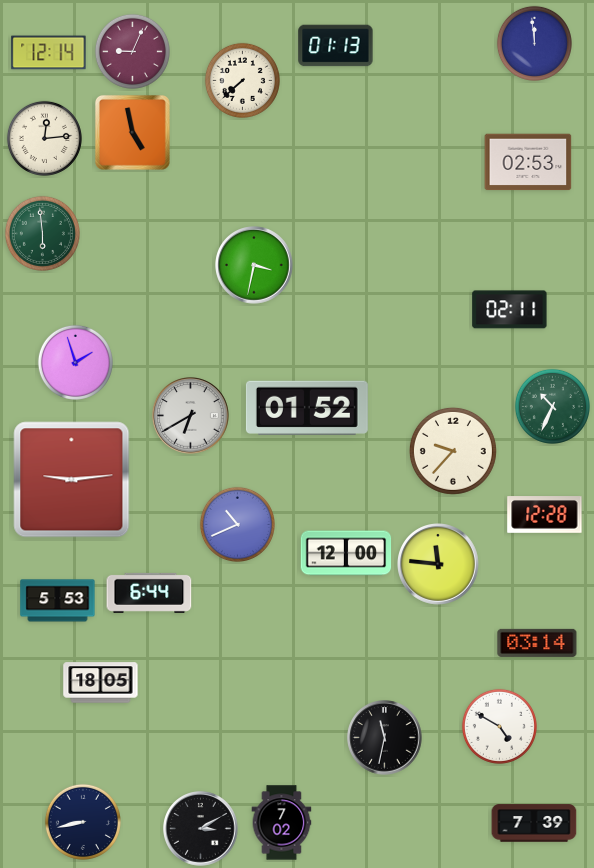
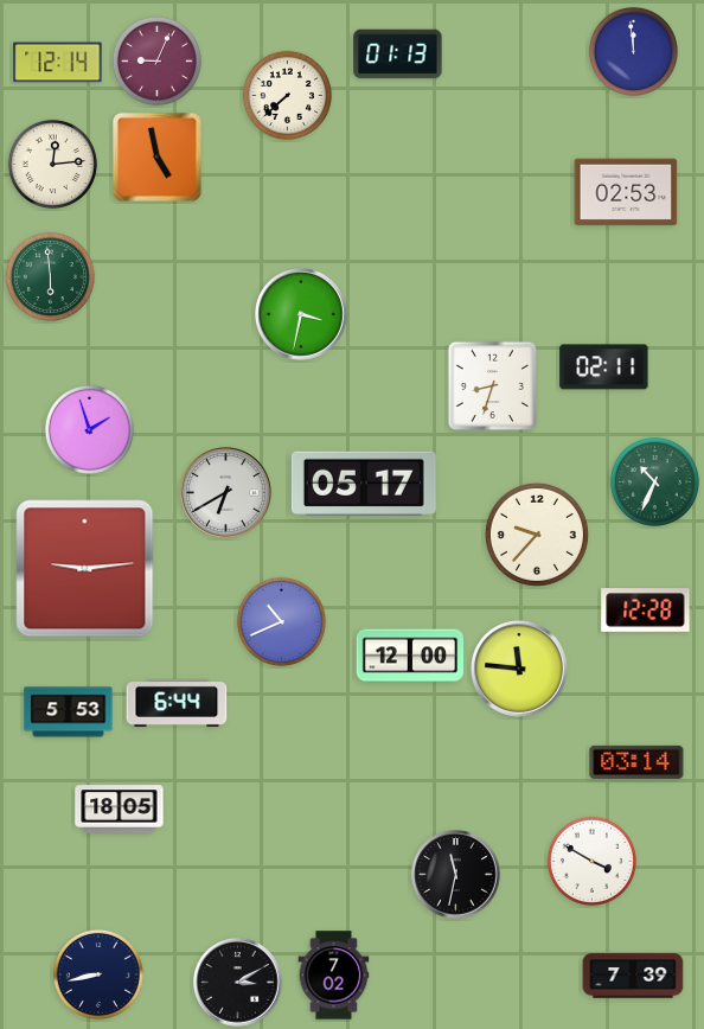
clock at (492, 385): none -> 8:33
clock at (307, 408): 01:52 -> 05:17
clock at (499, 726): 4:50 -> 3:50
